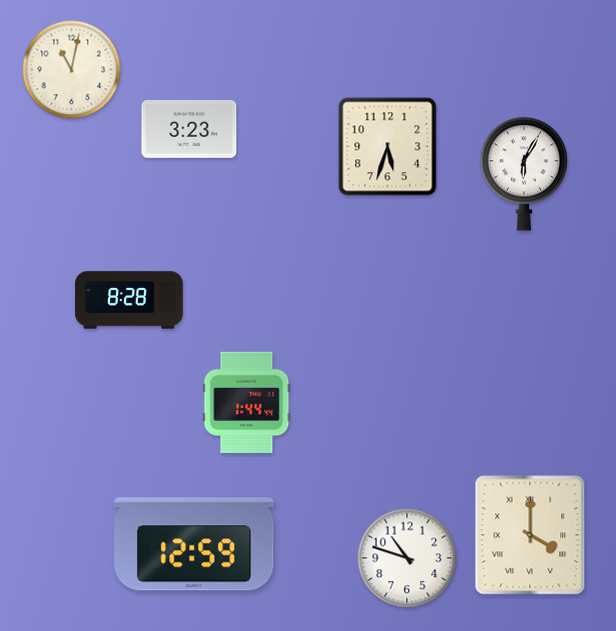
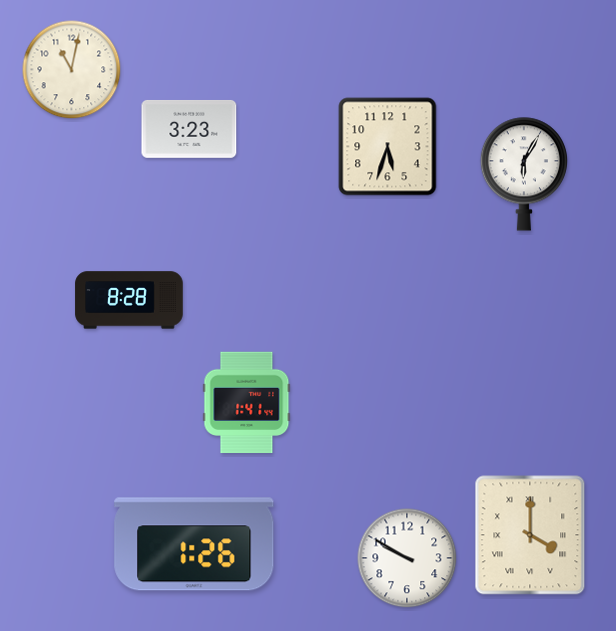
clock at (247, 403): 1:44 -> 1:41
clock at (194, 544): 12:59 -> 1:26
clock at (407, 558): 10:48 -> 9:50
